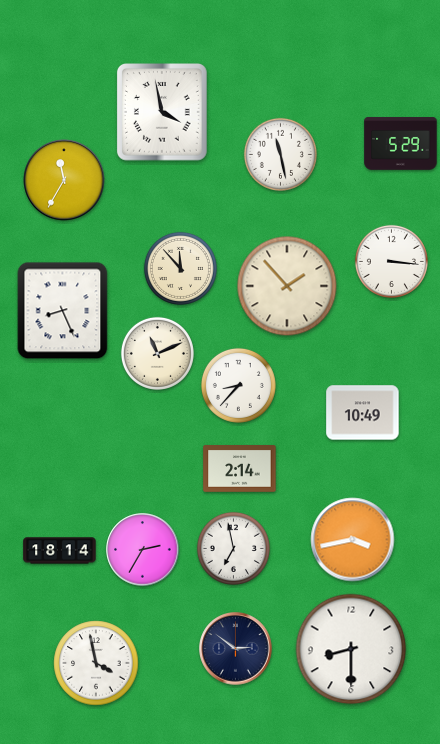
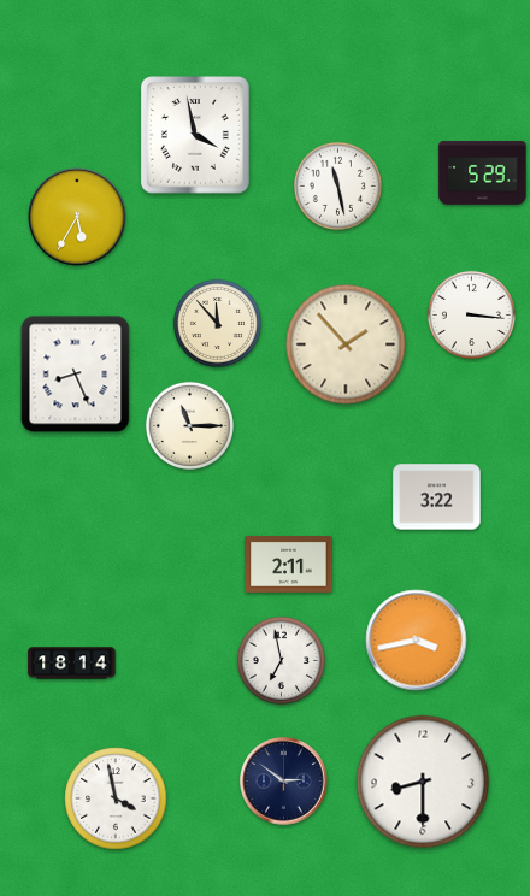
clock at (64, 180): 11:35 -> 5:35
clock at (157, 353): 11:11 -> 11:15
clock at (238, 385): 8:37 -> none
clock at (363, 413): 10:49 -> 3:22
clock at (240, 469): 2:14 -> 2:11
clock at (353, 540) position: (353, 540) -> (417, 641)
clock at (143, 550): 2:35 -> none
